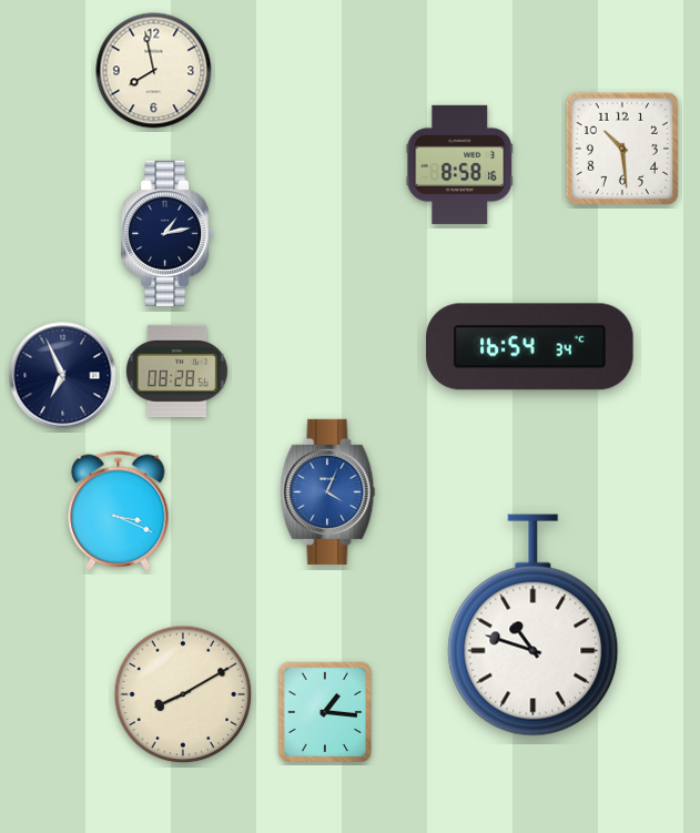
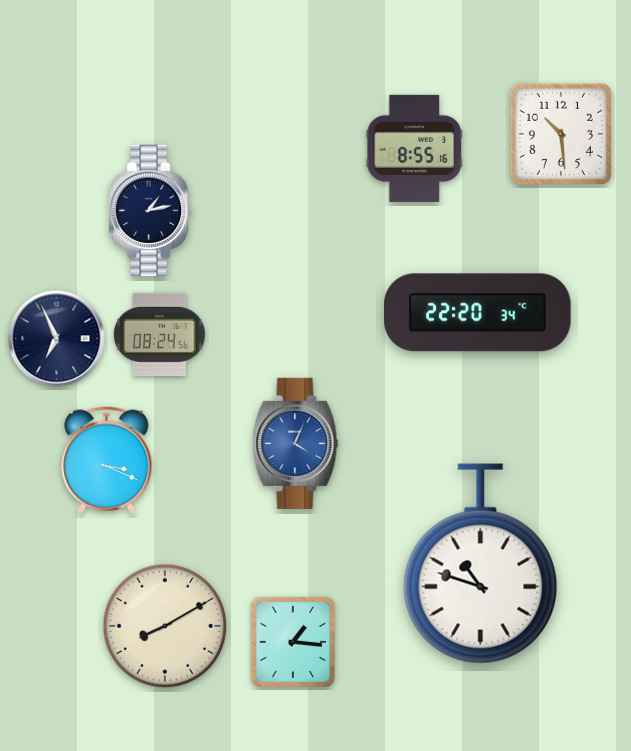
clock at (154, 71): 7:58 -> none
clock at (460, 164): 8:58 -> 8:55
clock at (530, 347): 16:54 -> 22:20
clock at (177, 370): 08:28 -> 08:24
